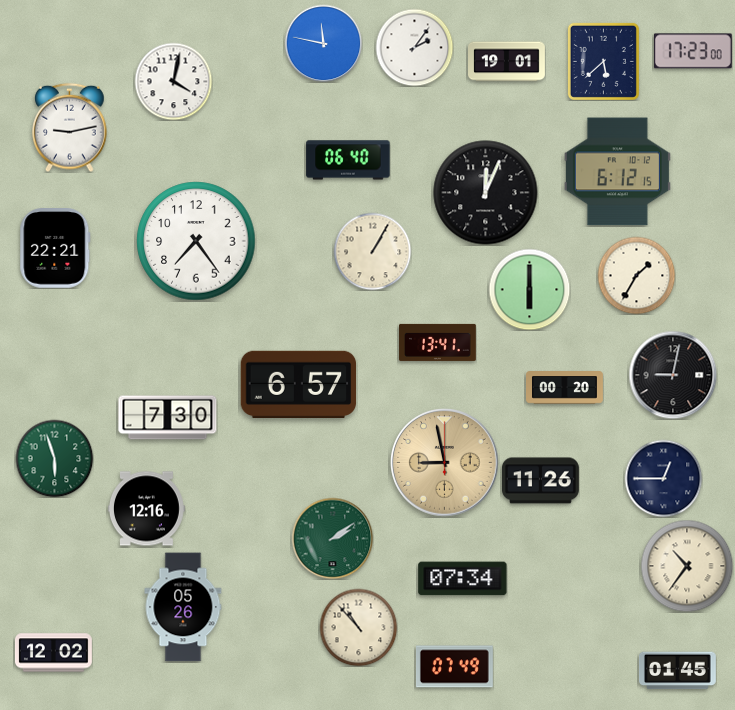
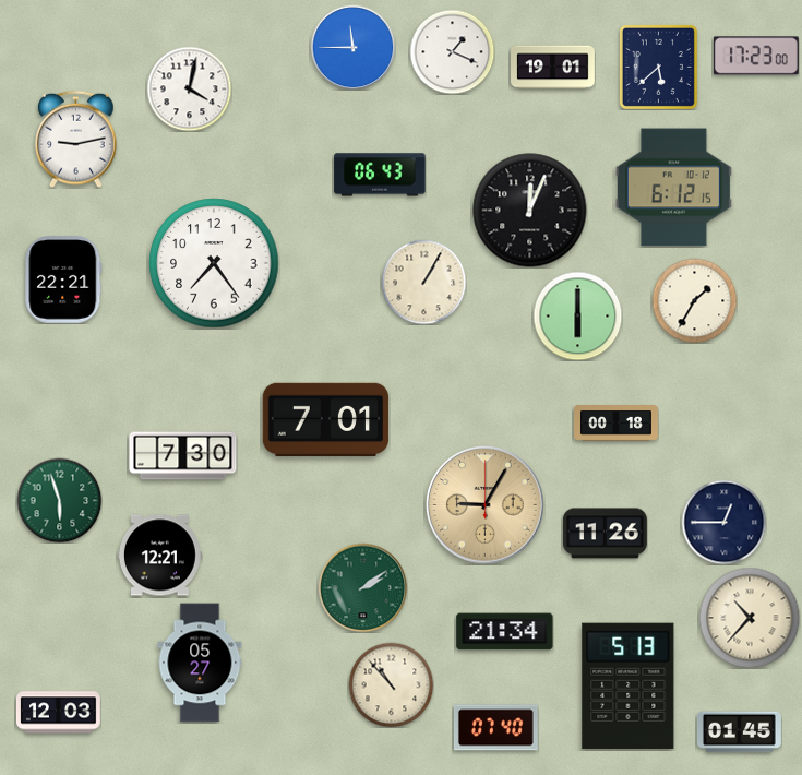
clock at (323, 43): 11:47 -> 11:45
clock at (414, 47): 2:06 -> 1:19
clock at (348, 160): 06:40 -> 06:43
clock at (55, 249) position: (55, 249) -> (63, 281)
clock at (372, 251) position: (372, 251) -> (423, 282)
clock at (438, 342): 13:41 -> none
clock at (673, 375): 9:02 -> none
clock at (299, 384): 6:57 -> 7:01
clock at (565, 388): 00:20 -> 00:18
clock at (445, 463): 8:58 -> 9:05
clock at (540, 481) position: (540, 481) -> (605, 534)
clock at (147, 509): 12:16 -> 12:21
clock at (687, 566): 10:36 -> 10:37
clock at (463, 579): 07:34 -> 21:34
clock at (183, 607): 05:26 -> 05:27
clock at (629, 685): none -> 5:13
clock at (53, 653): 12:02 -> 12:03
clock at (454, 667): 07:49 -> 07:40
